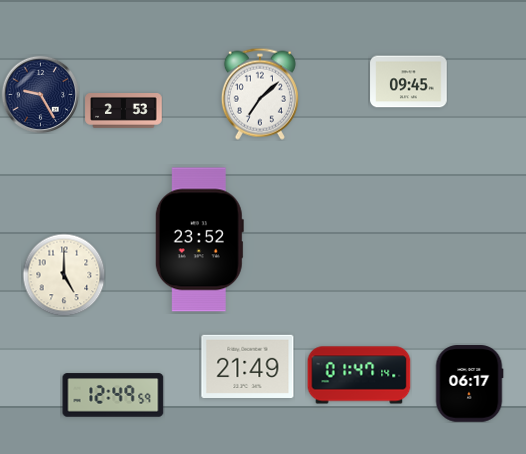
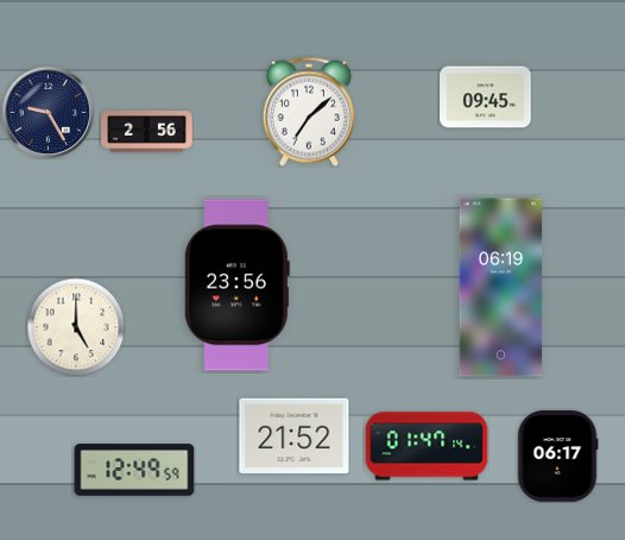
clock at (124, 111): 2:53 -> 2:56
clock at (199, 240): 23:52 -> 23:56
clock at (501, 288): none -> 06:19
clock at (248, 366): 21:49 -> 21:52
